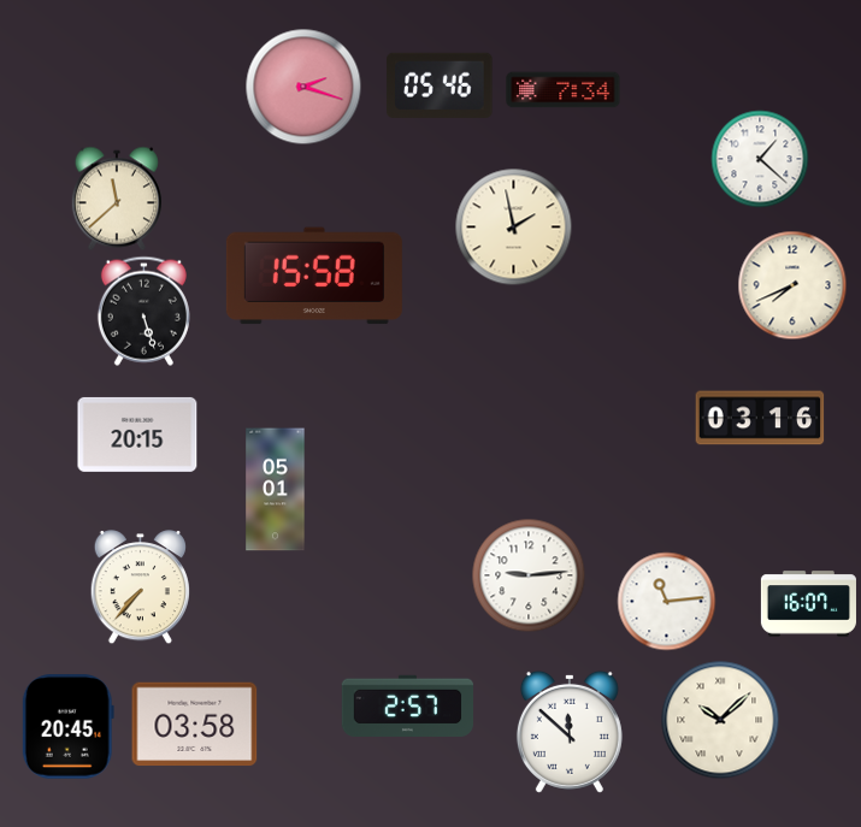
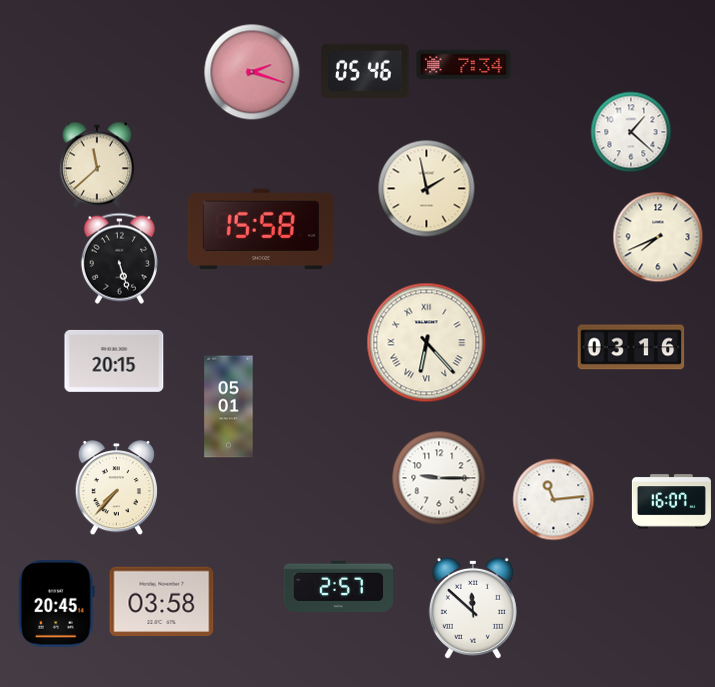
clock at (564, 90) position: (564, 90) -> (464, 65)
clock at (427, 343): none -> 6:23
clock at (529, 575): 9:14 -> 9:15
clock at (720, 720): 10:08 -> none
